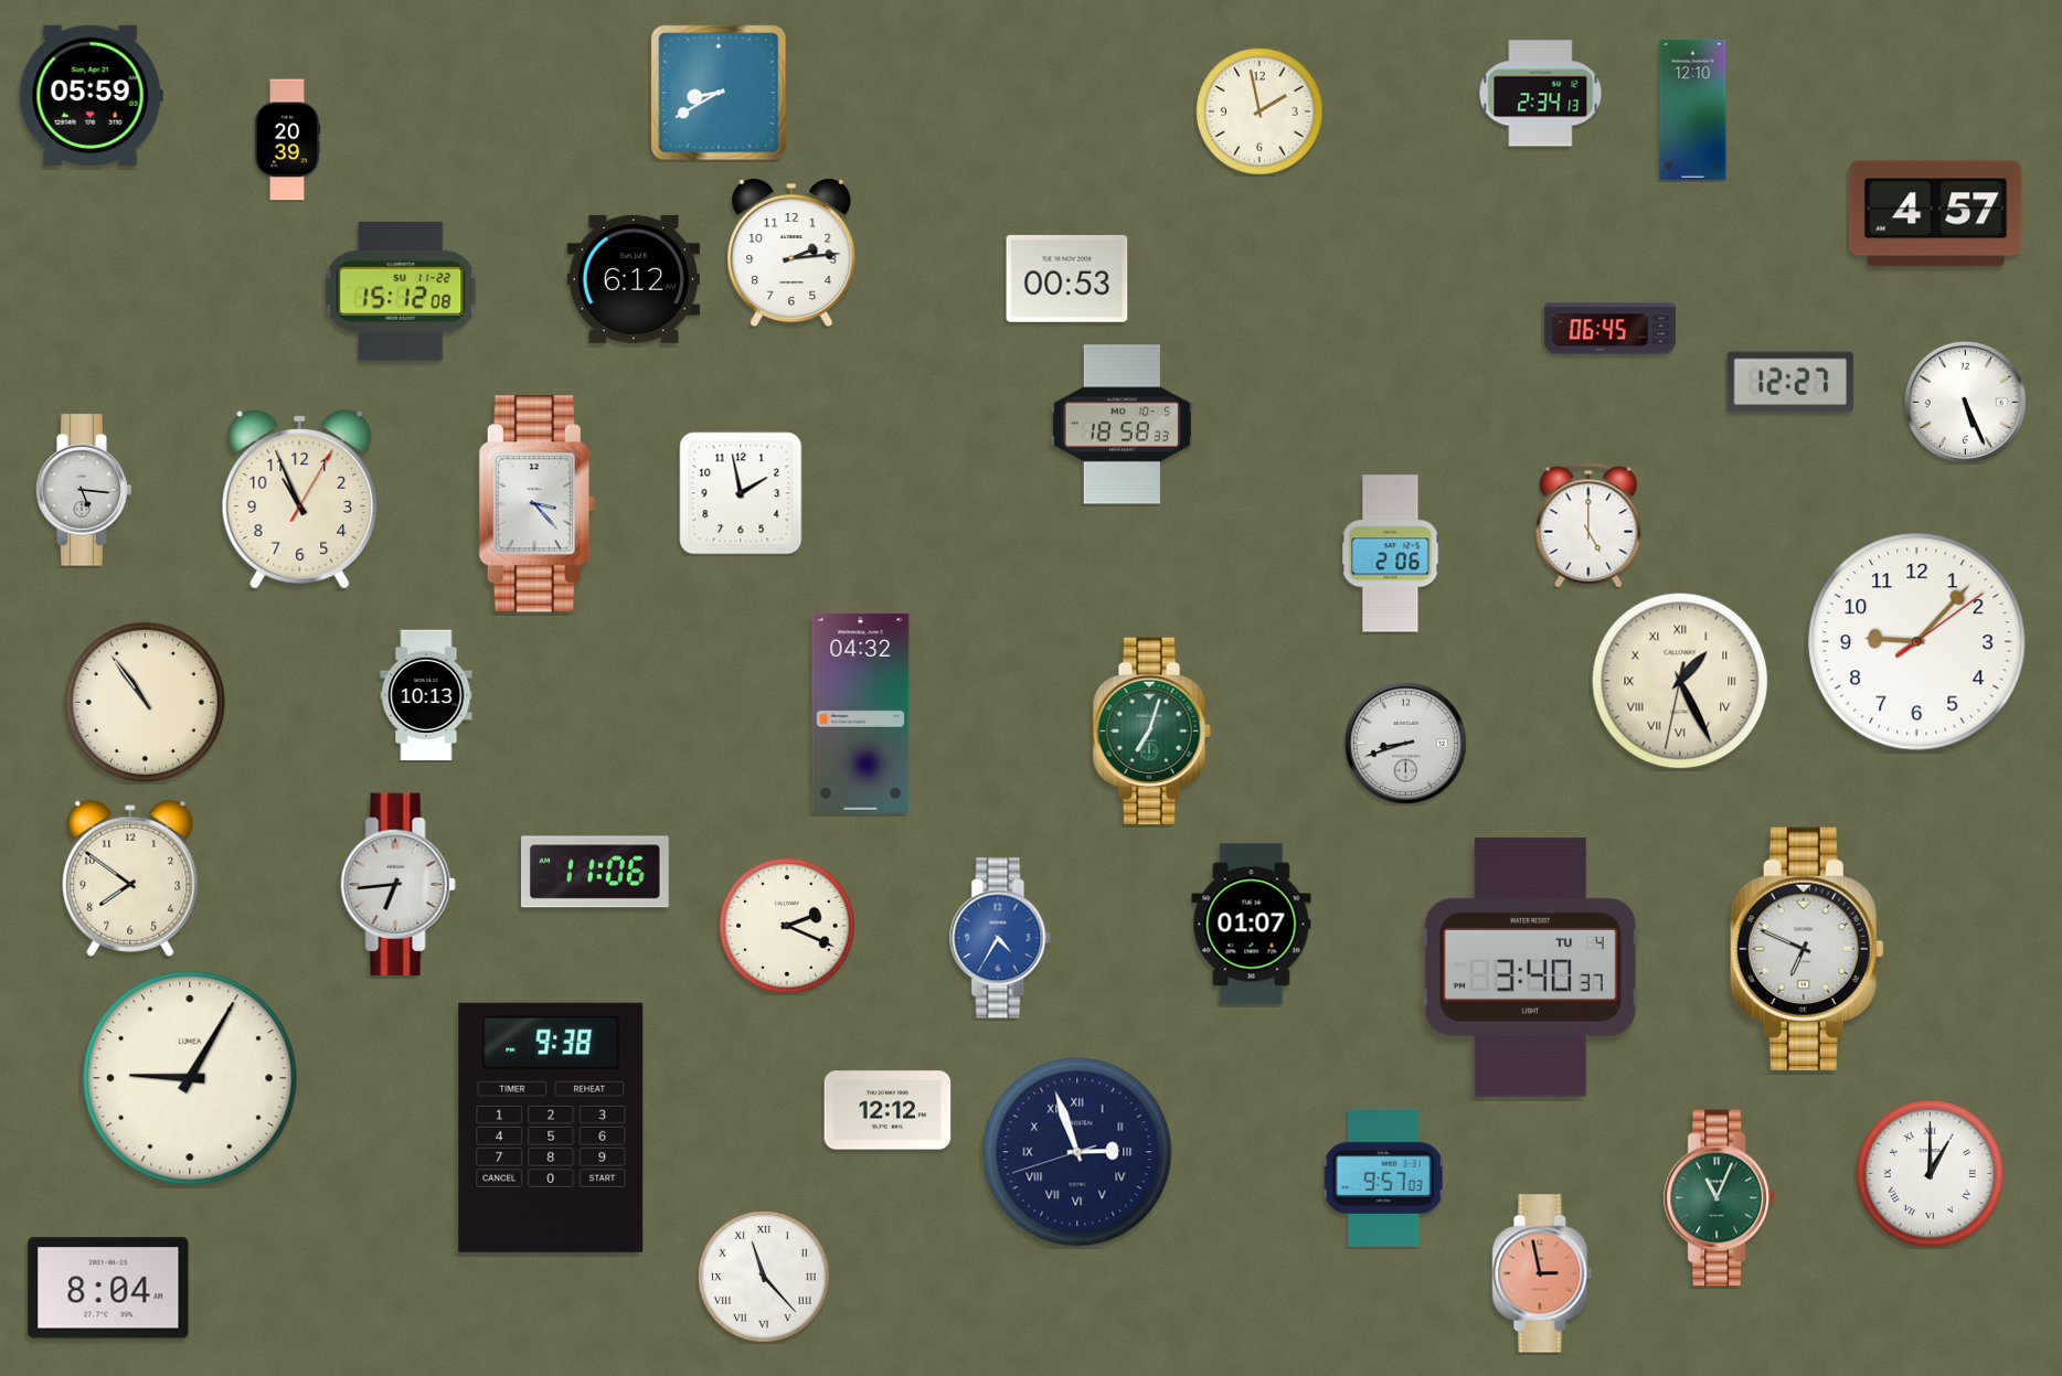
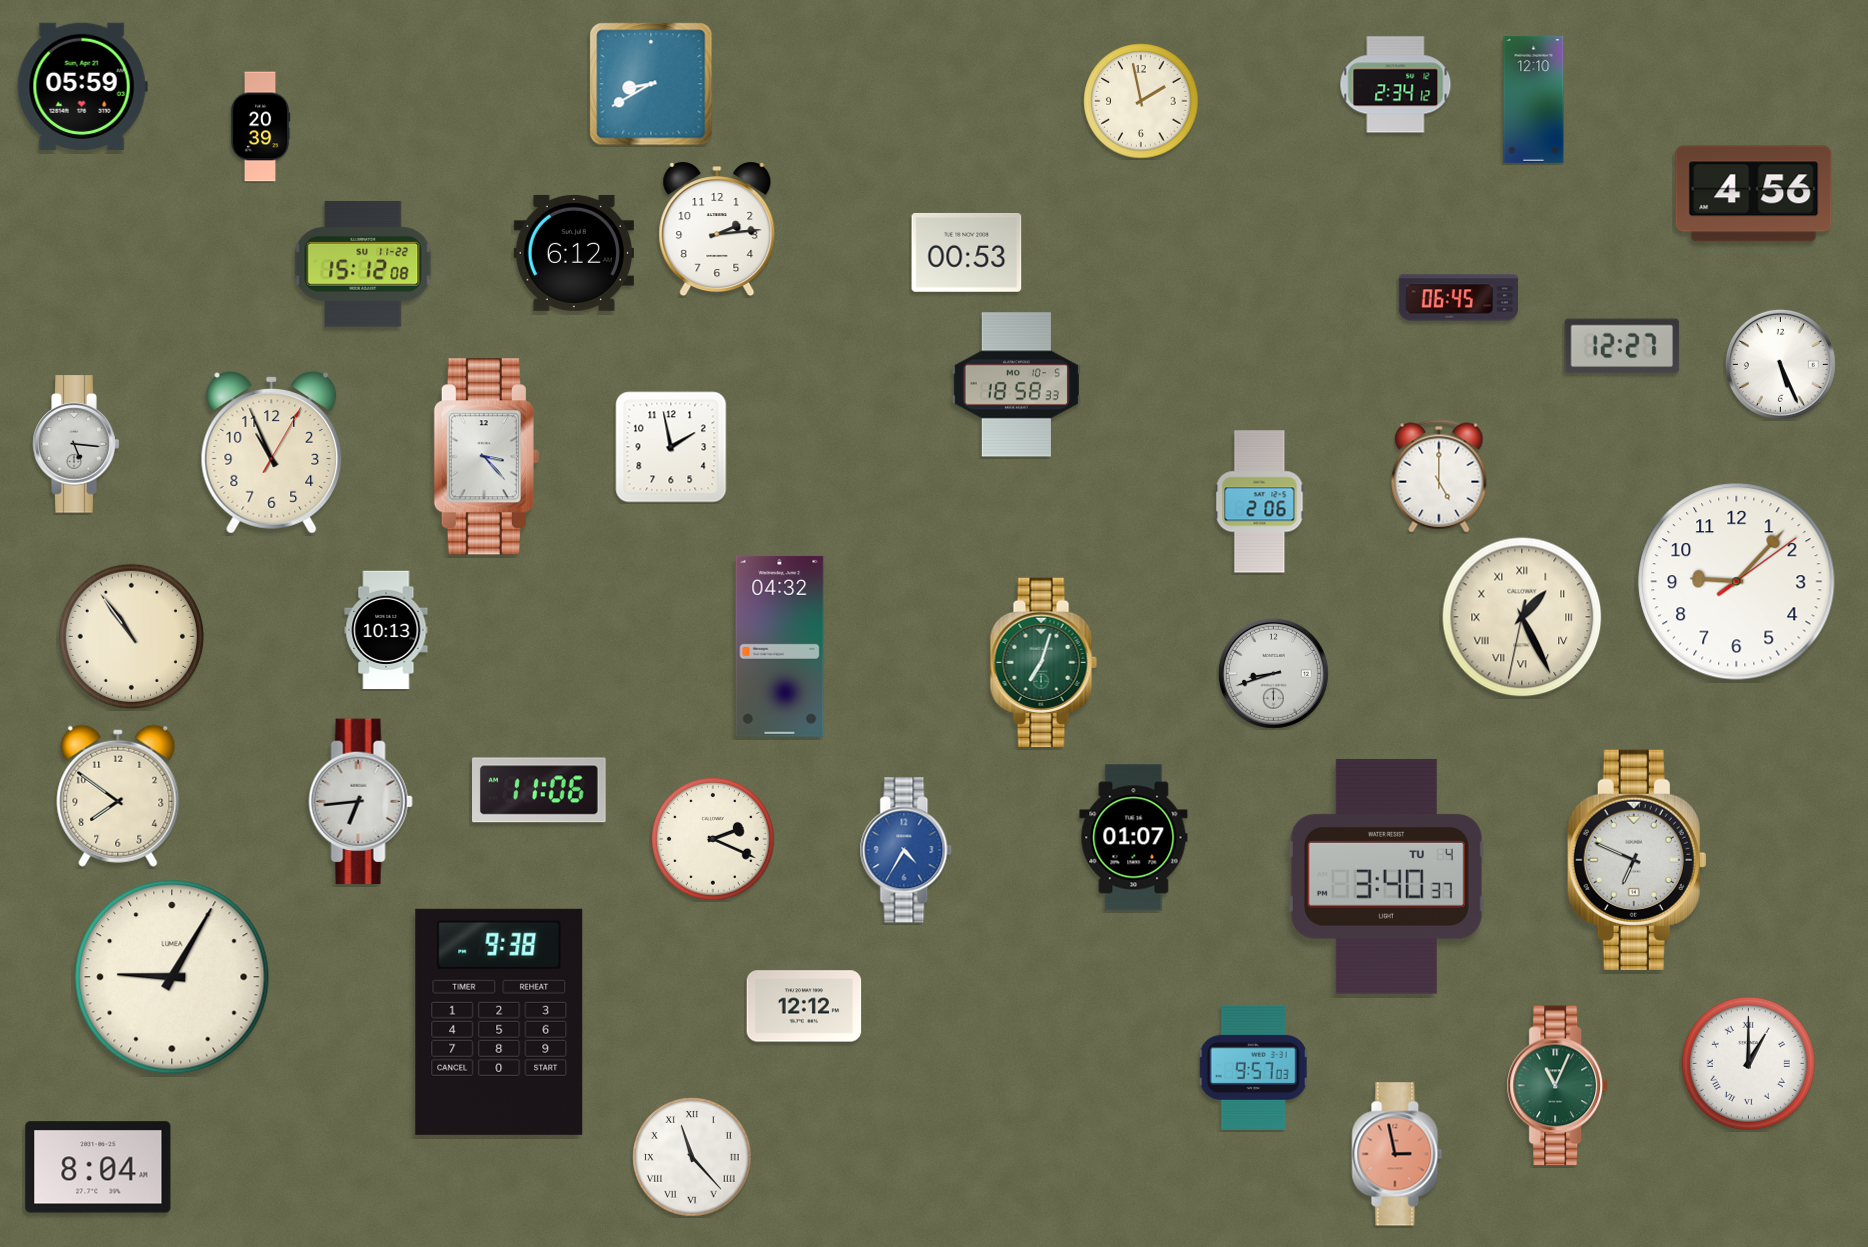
clock at (1541, 94): 2:34:13 -> 2:34:12
clock at (1936, 214): 4:57 -> 4:56
clock at (1077, 1152): 2:56 -> none
